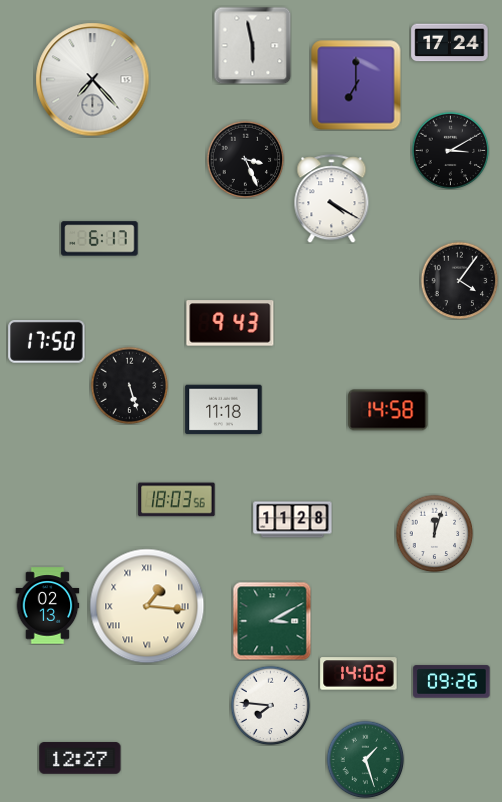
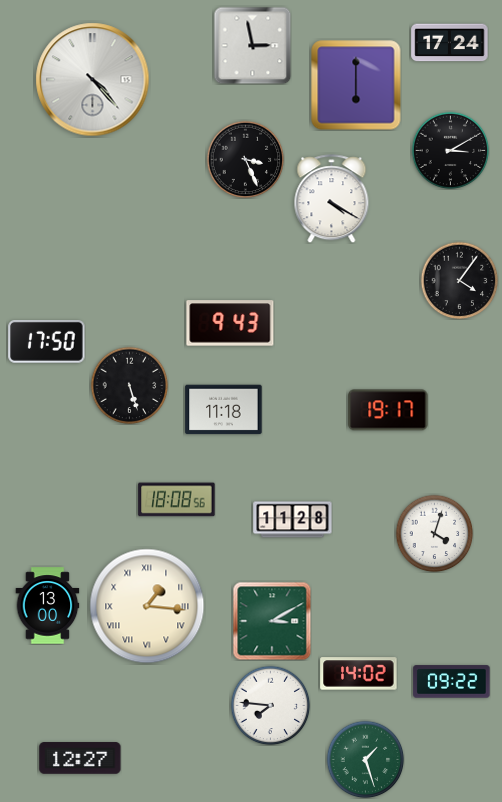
clock at (252, 45): 5:58 -> 2:58
clock at (93, 80): 7:23 -> 4:23
clock at (356, 85): 7:00 -> 6:00
clock at (100, 239): 6:17 -> none
clock at (388, 410): 14:58 -> 19:17
clock at (177, 500): 18:03 -> 18:08
clock at (434, 533): 12:03 -> 4:03
clock at (48, 606): 02:13 -> 13:00
clock at (452, 682): 09:26 -> 09:22
